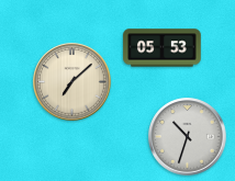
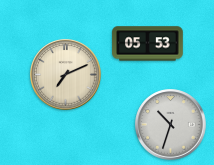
clock at (72, 82): 7:08 -> 7:11
